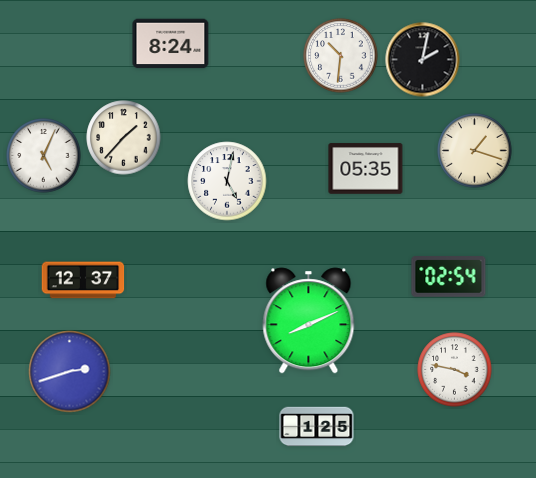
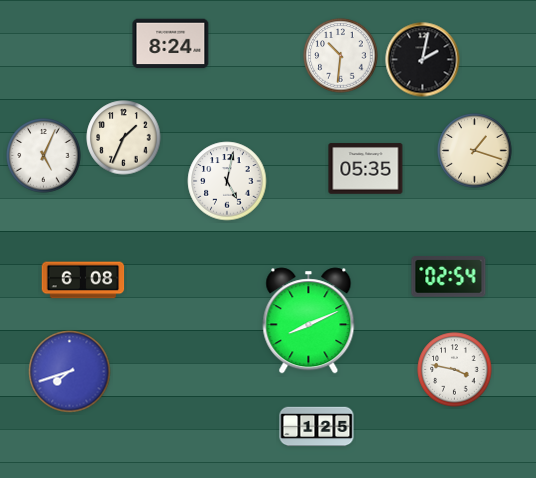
clock at (124, 138): 1:37 -> 1:34
clock at (83, 280): 12:37 -> 6:08
clock at (70, 372): 2:42 -> 7:42
